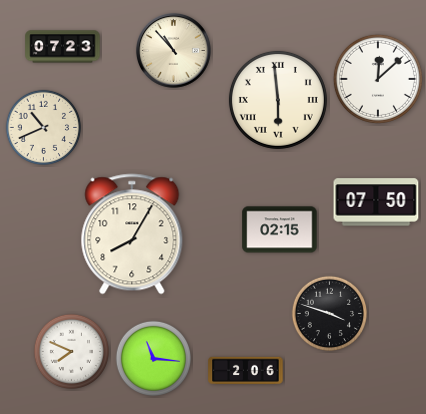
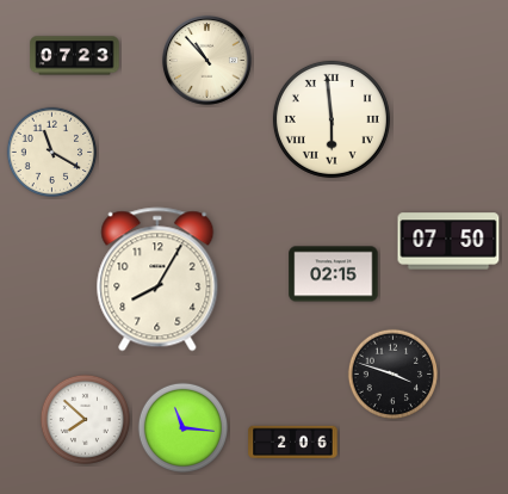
clock at (378, 79): 12:08 -> none
clock at (44, 128): 10:41 -> 11:20
clock at (72, 352): 7:49 -> 7:52
